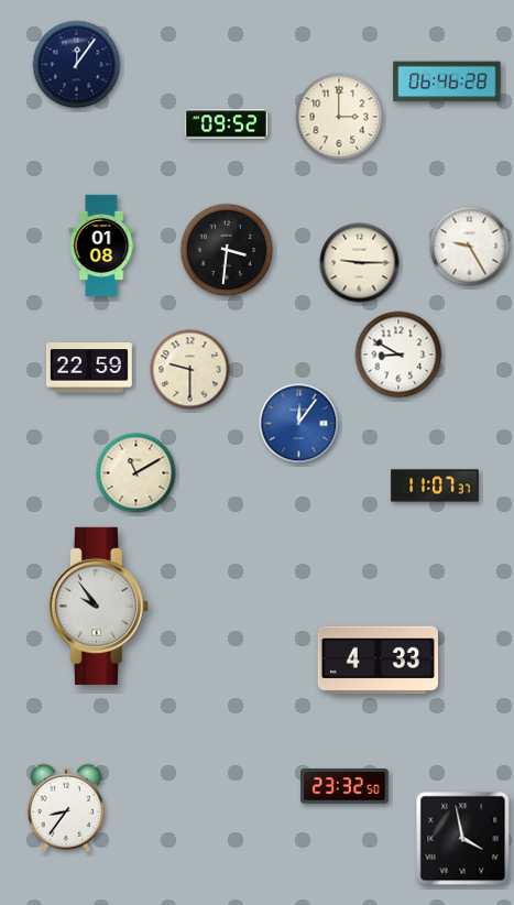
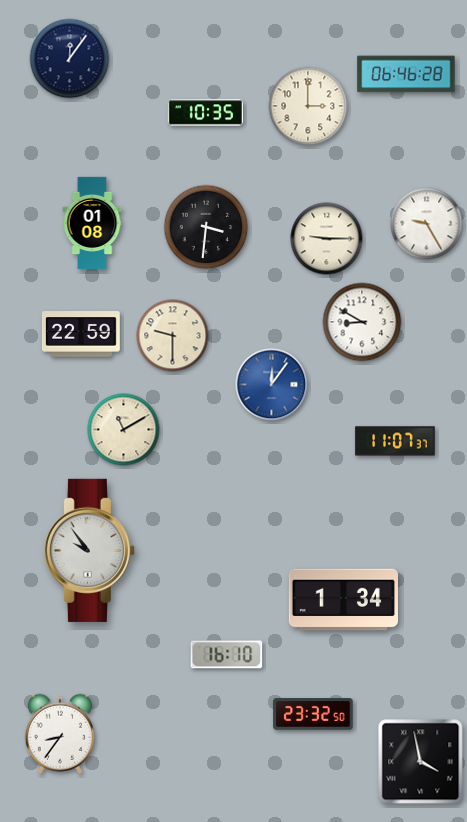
clock at (226, 124): 09:52 -> 10:35
clock at (378, 661): 4:33 -> 1:34
clock at (227, 655): none -> 16:10
